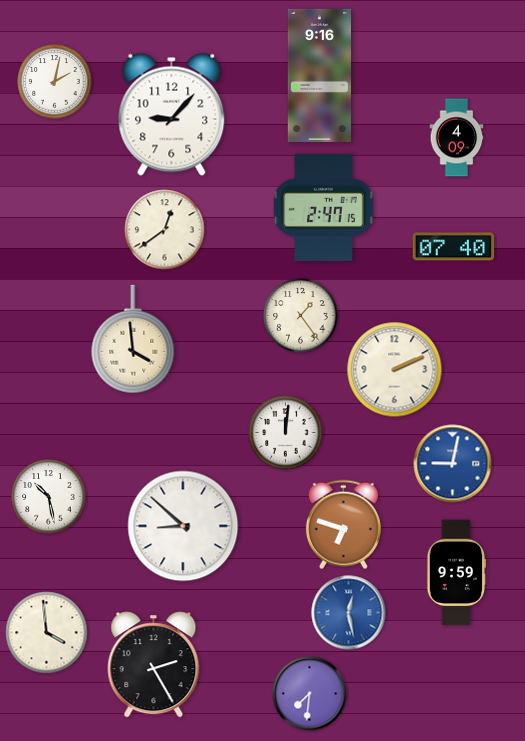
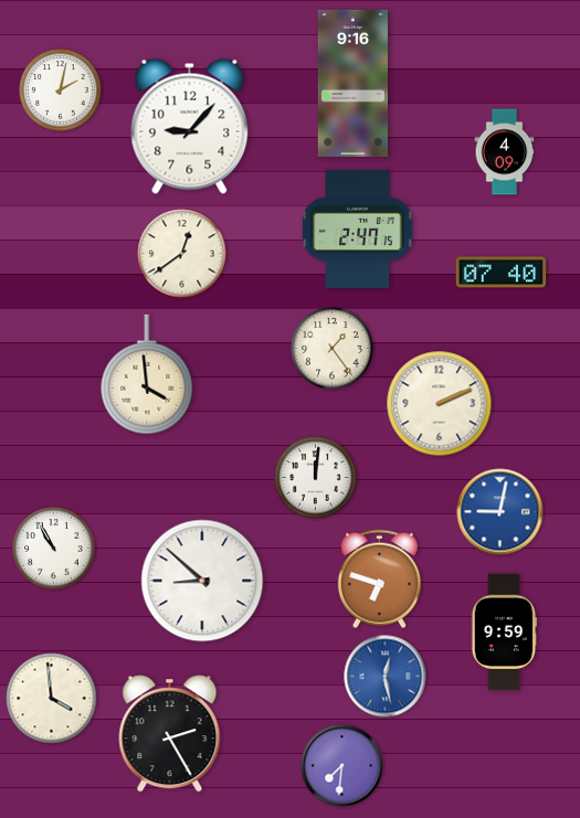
clock at (395, 370) position: (395, 370) -> (440, 404)
clock at (49, 497): 10:28 -> 10:55
